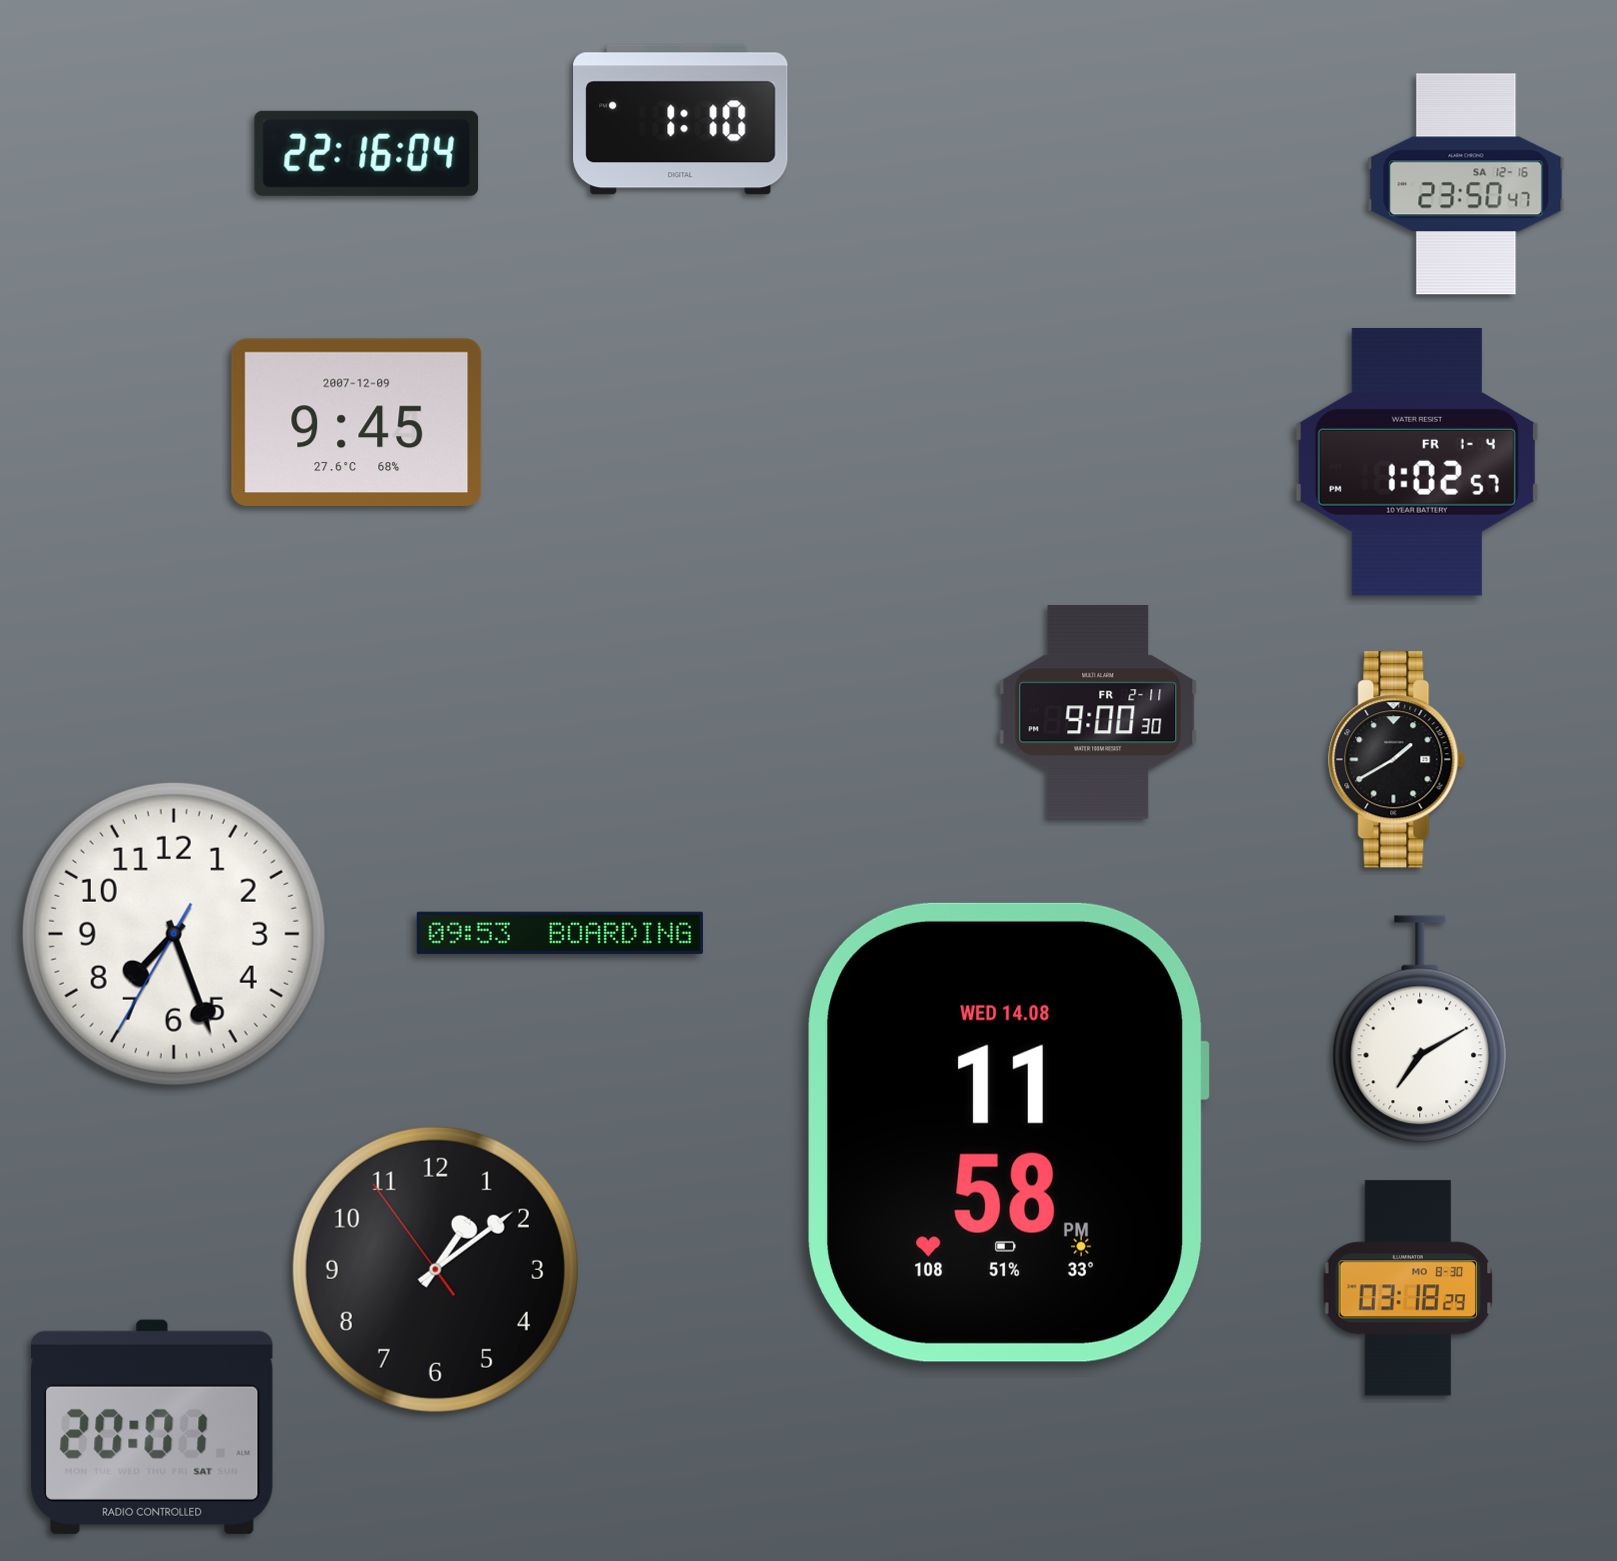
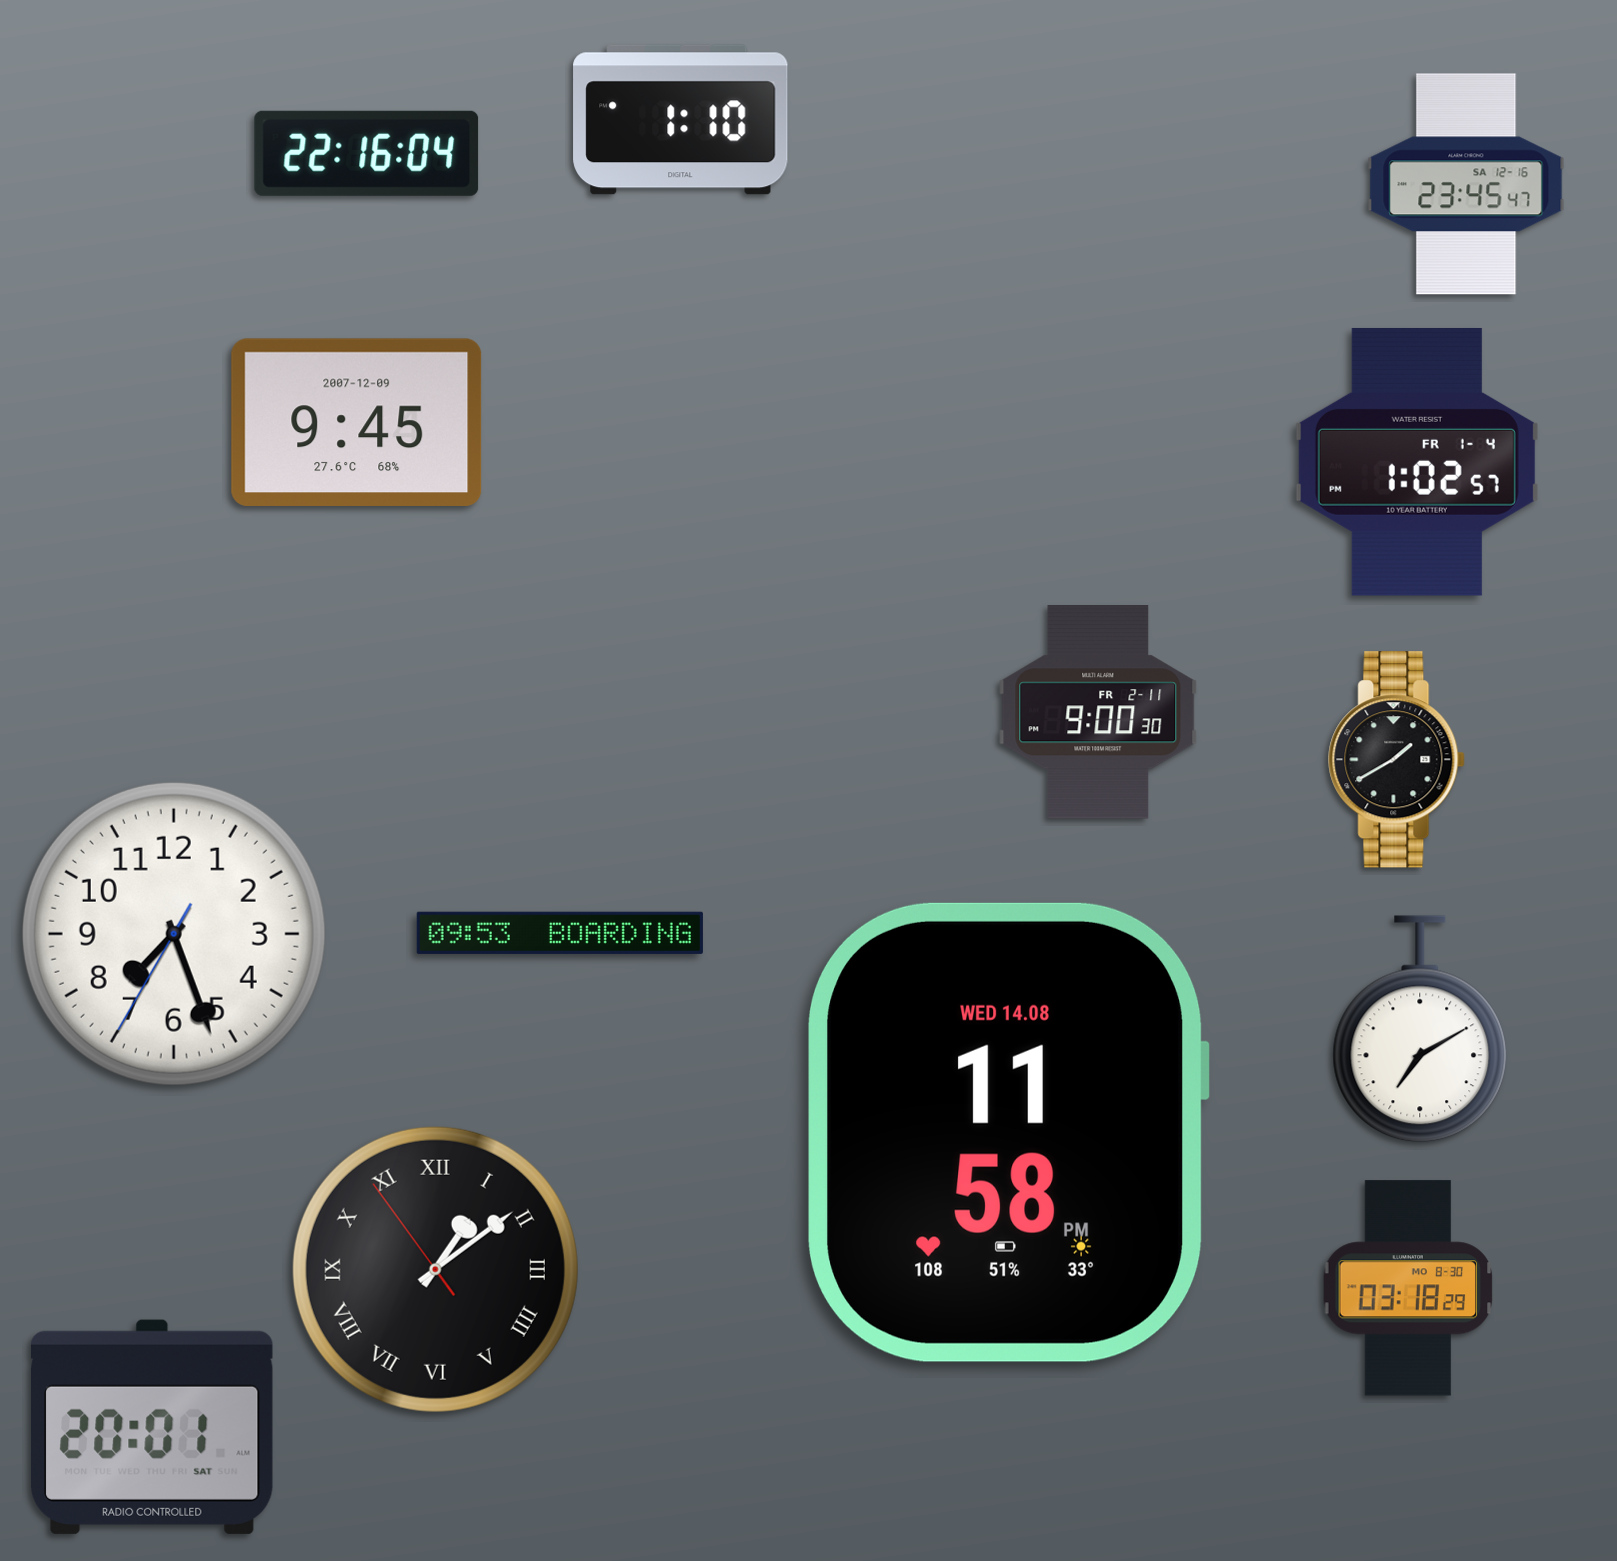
clock at (1466, 184): 23:50 -> 23:45
clock at (435, 1269) numerals: Arabic -> Roman
